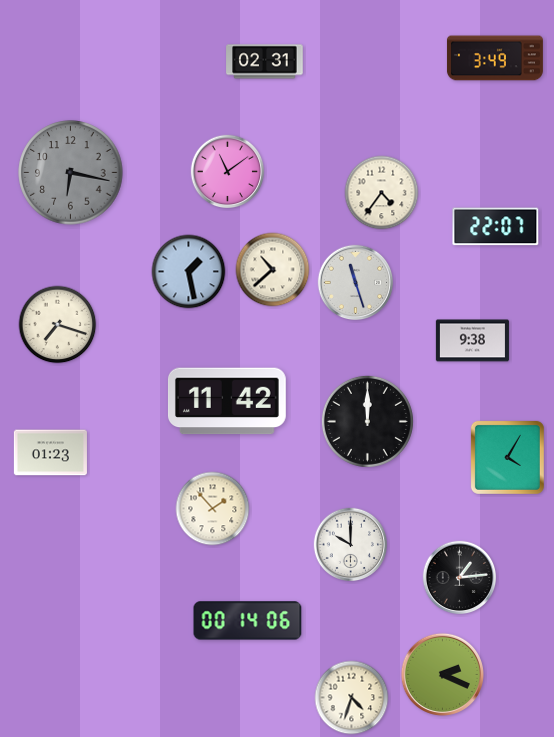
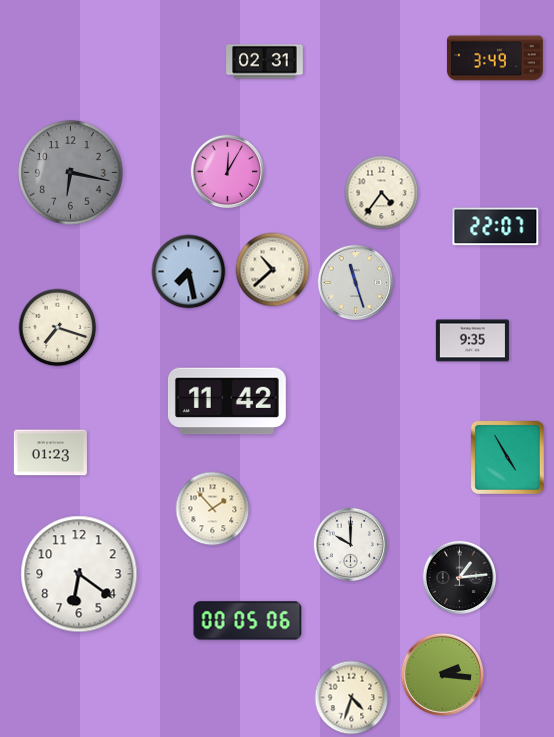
clock at (228, 172): 11:09 -> 12:05
clock at (189, 272): 1:28 -> 7:28
clock at (58, 325) position: (58, 325) -> (58, 328)
clock at (472, 341): 9:38 -> 9:35
clock at (367, 421): 12:00 -> none
clock at (507, 457): 4:05 -> 4:55
clock at (79, 574): none -> 6:21
clock at (248, 621): 00:14 -> 00:05
clock at (442, 674): 2:19 -> 2:16
